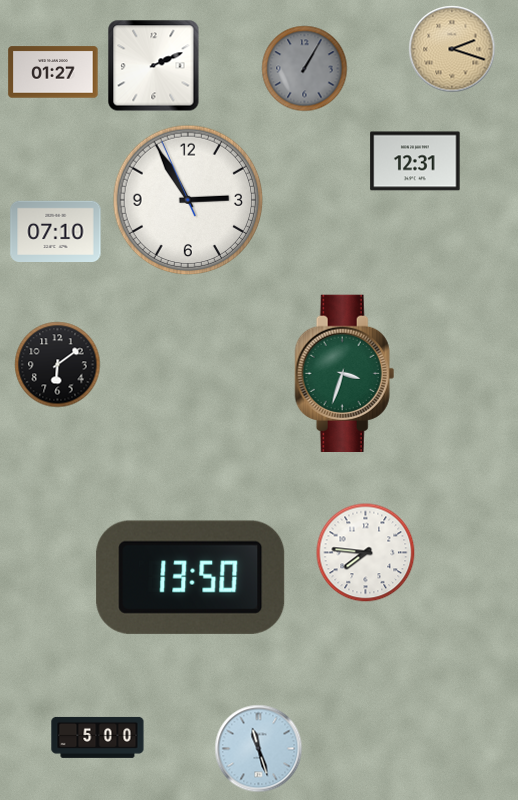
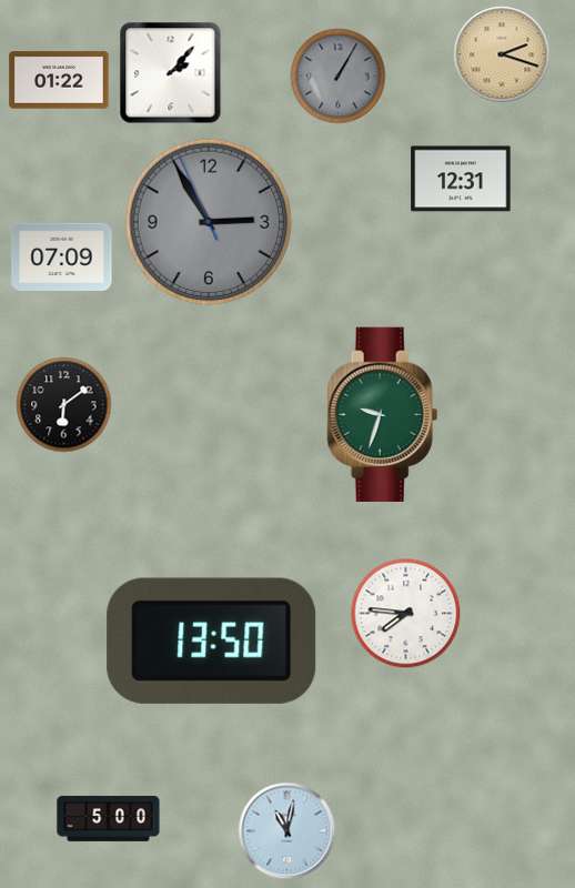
clock at (154, 66): 2:11 -> 2:07
clock at (53, 72): 01:27 -> 01:22
clock at (188, 200) dial: white -> grey
clock at (56, 231): 07:10 -> 07:09
clock at (345, 373): 3:33 -> 9:33
clock at (259, 749): 11:27 -> 11:02
